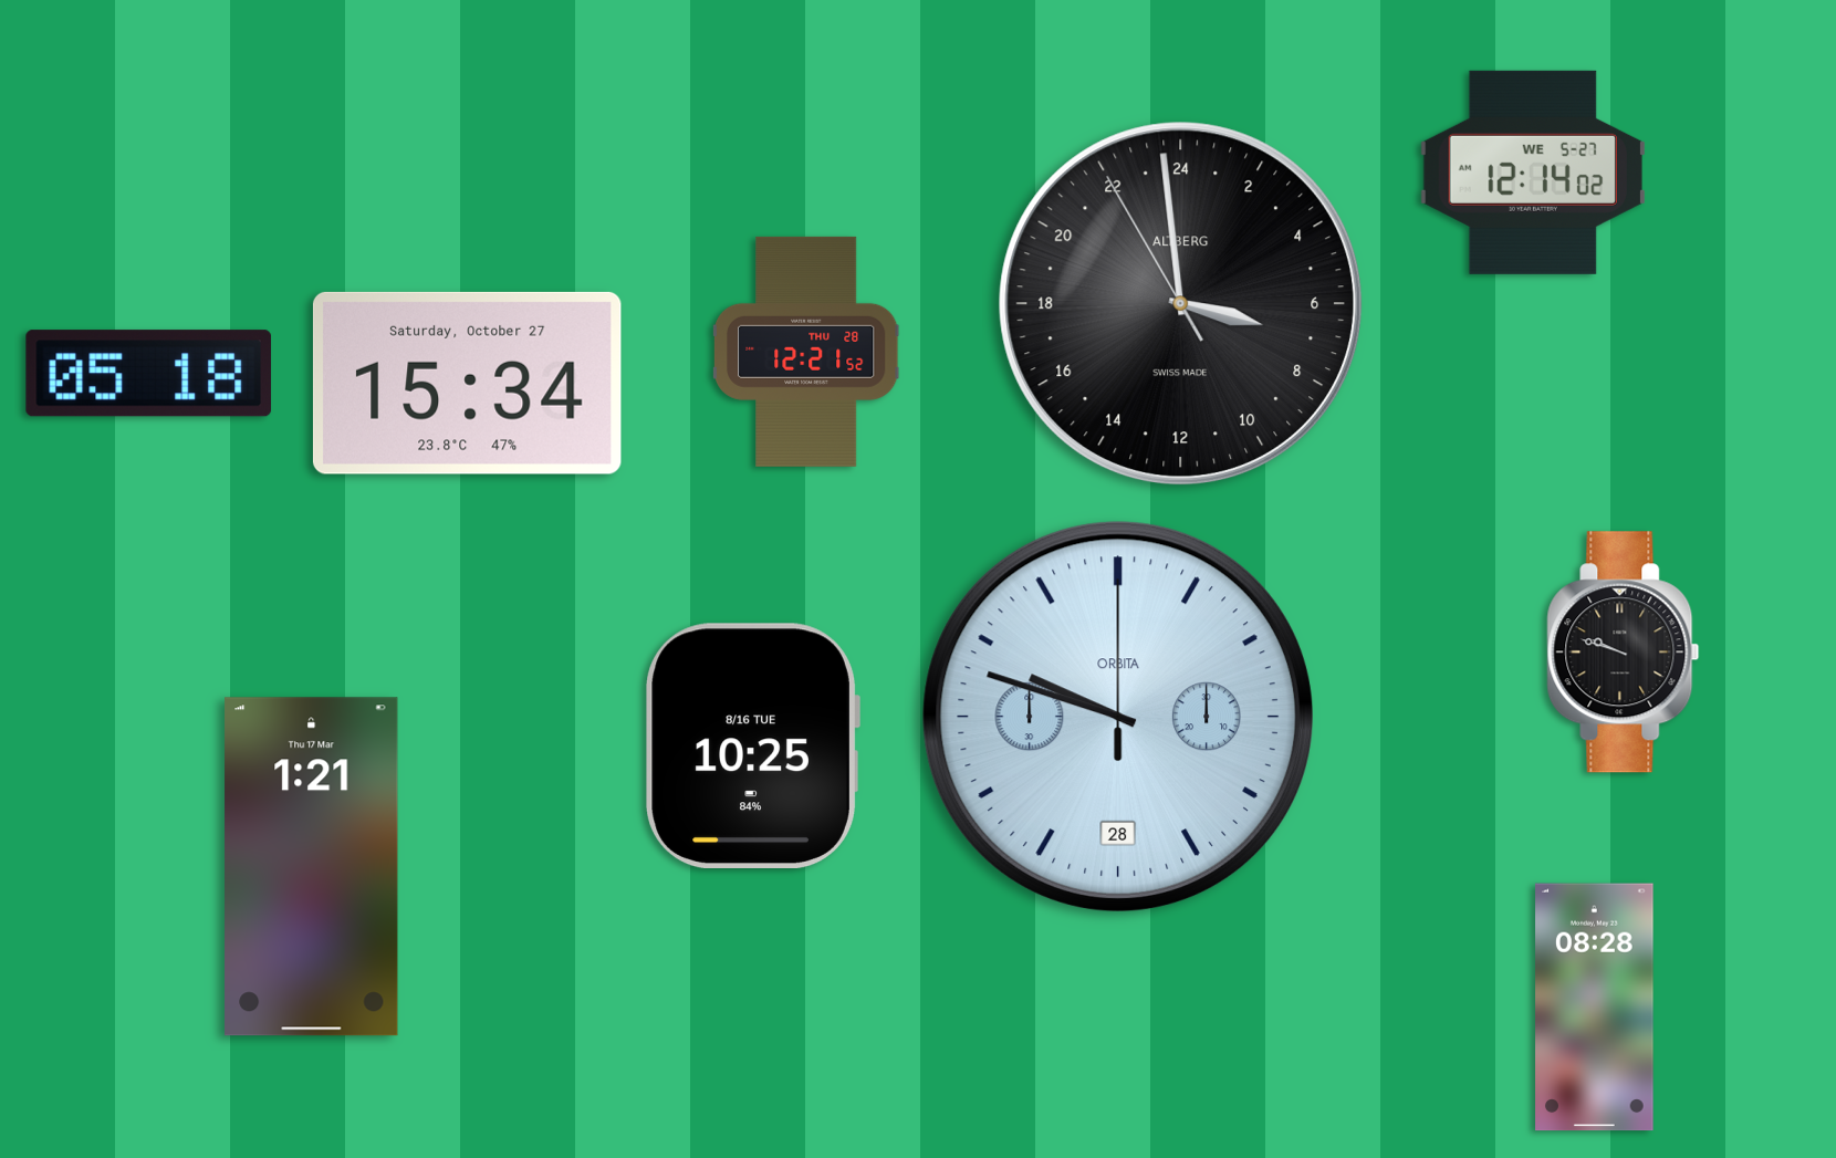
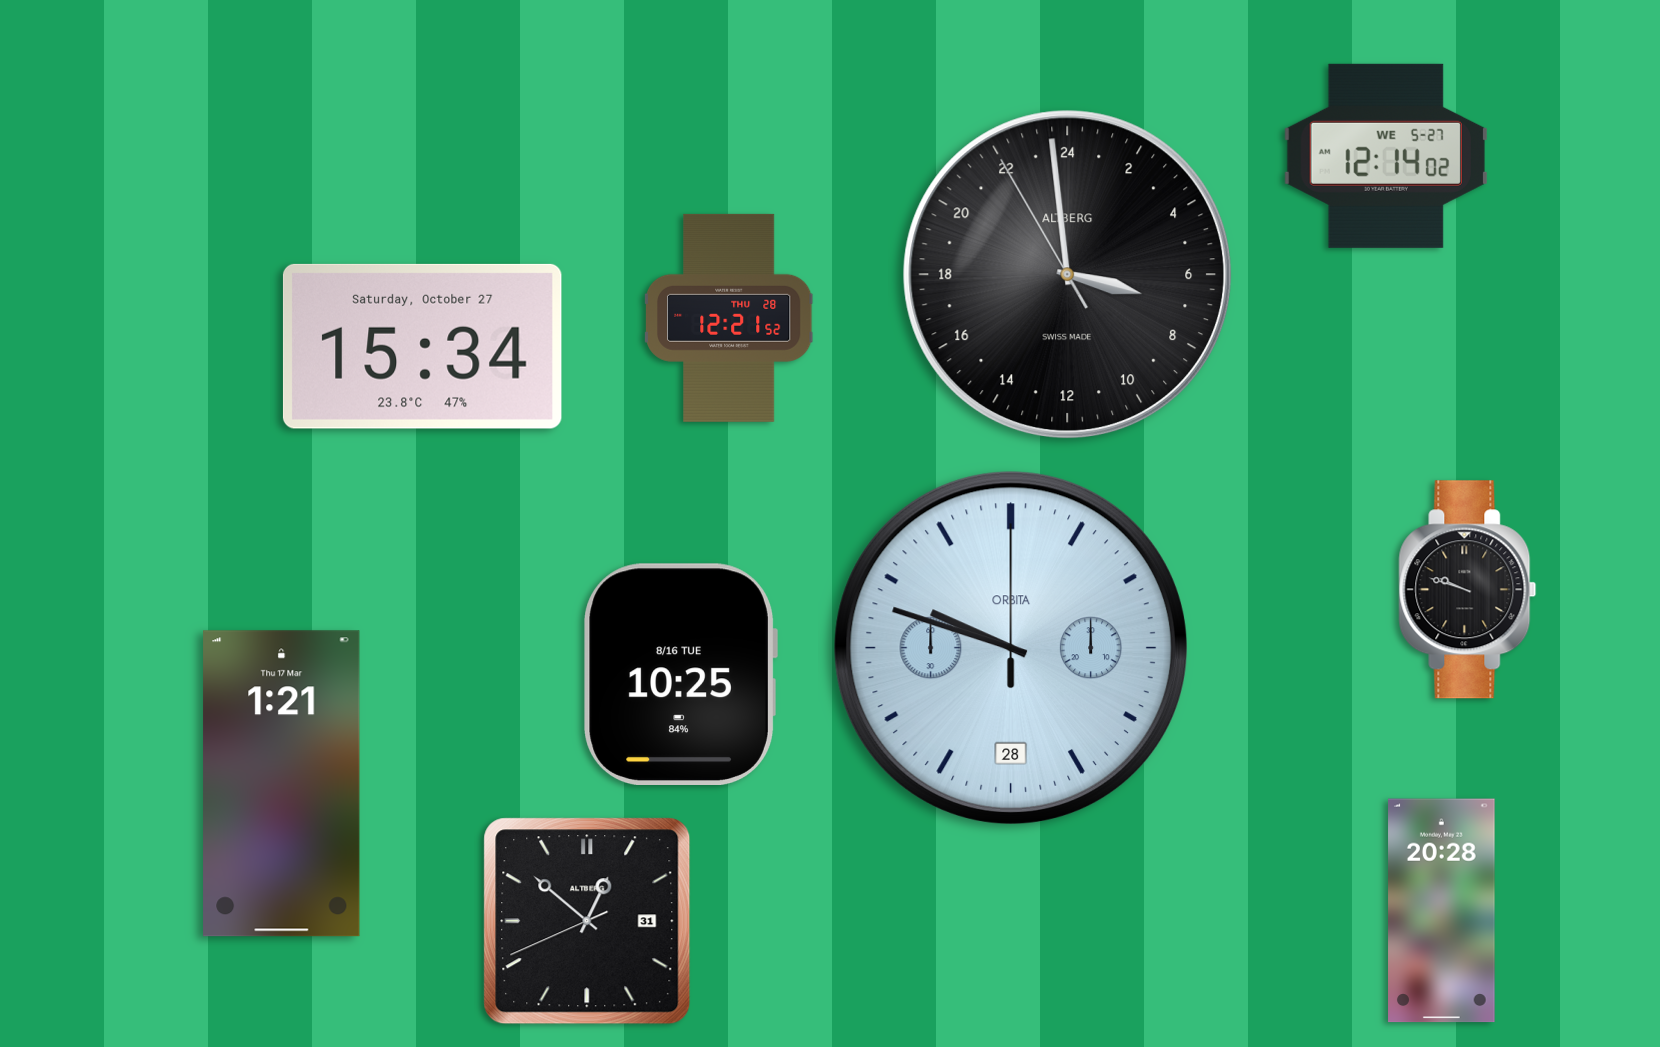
clock at (149, 374): 05:18 -> none
clock at (1595, 1008): 08:28 -> 20:28
clock at (587, 921): none -> 12:51
